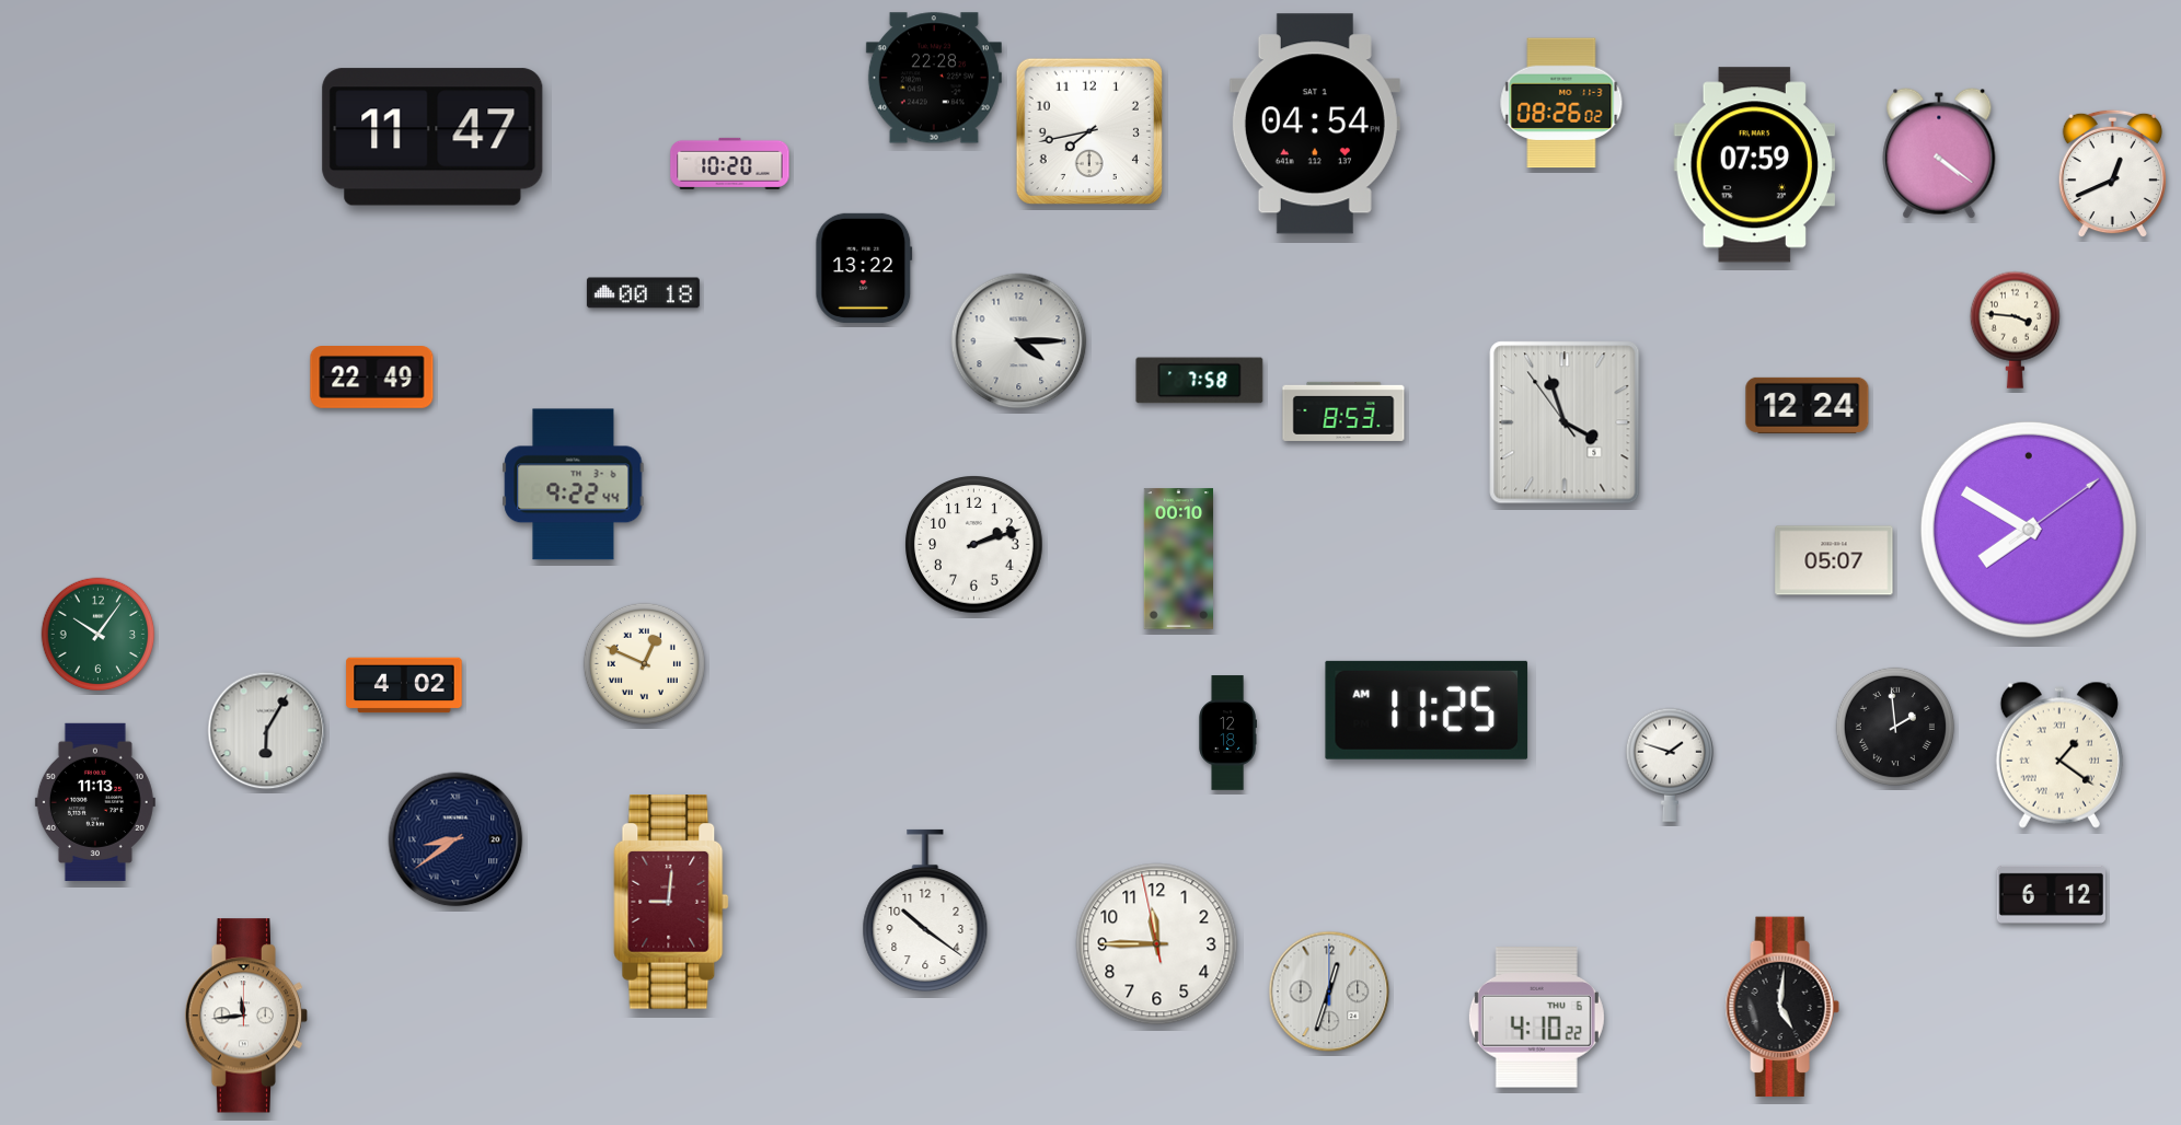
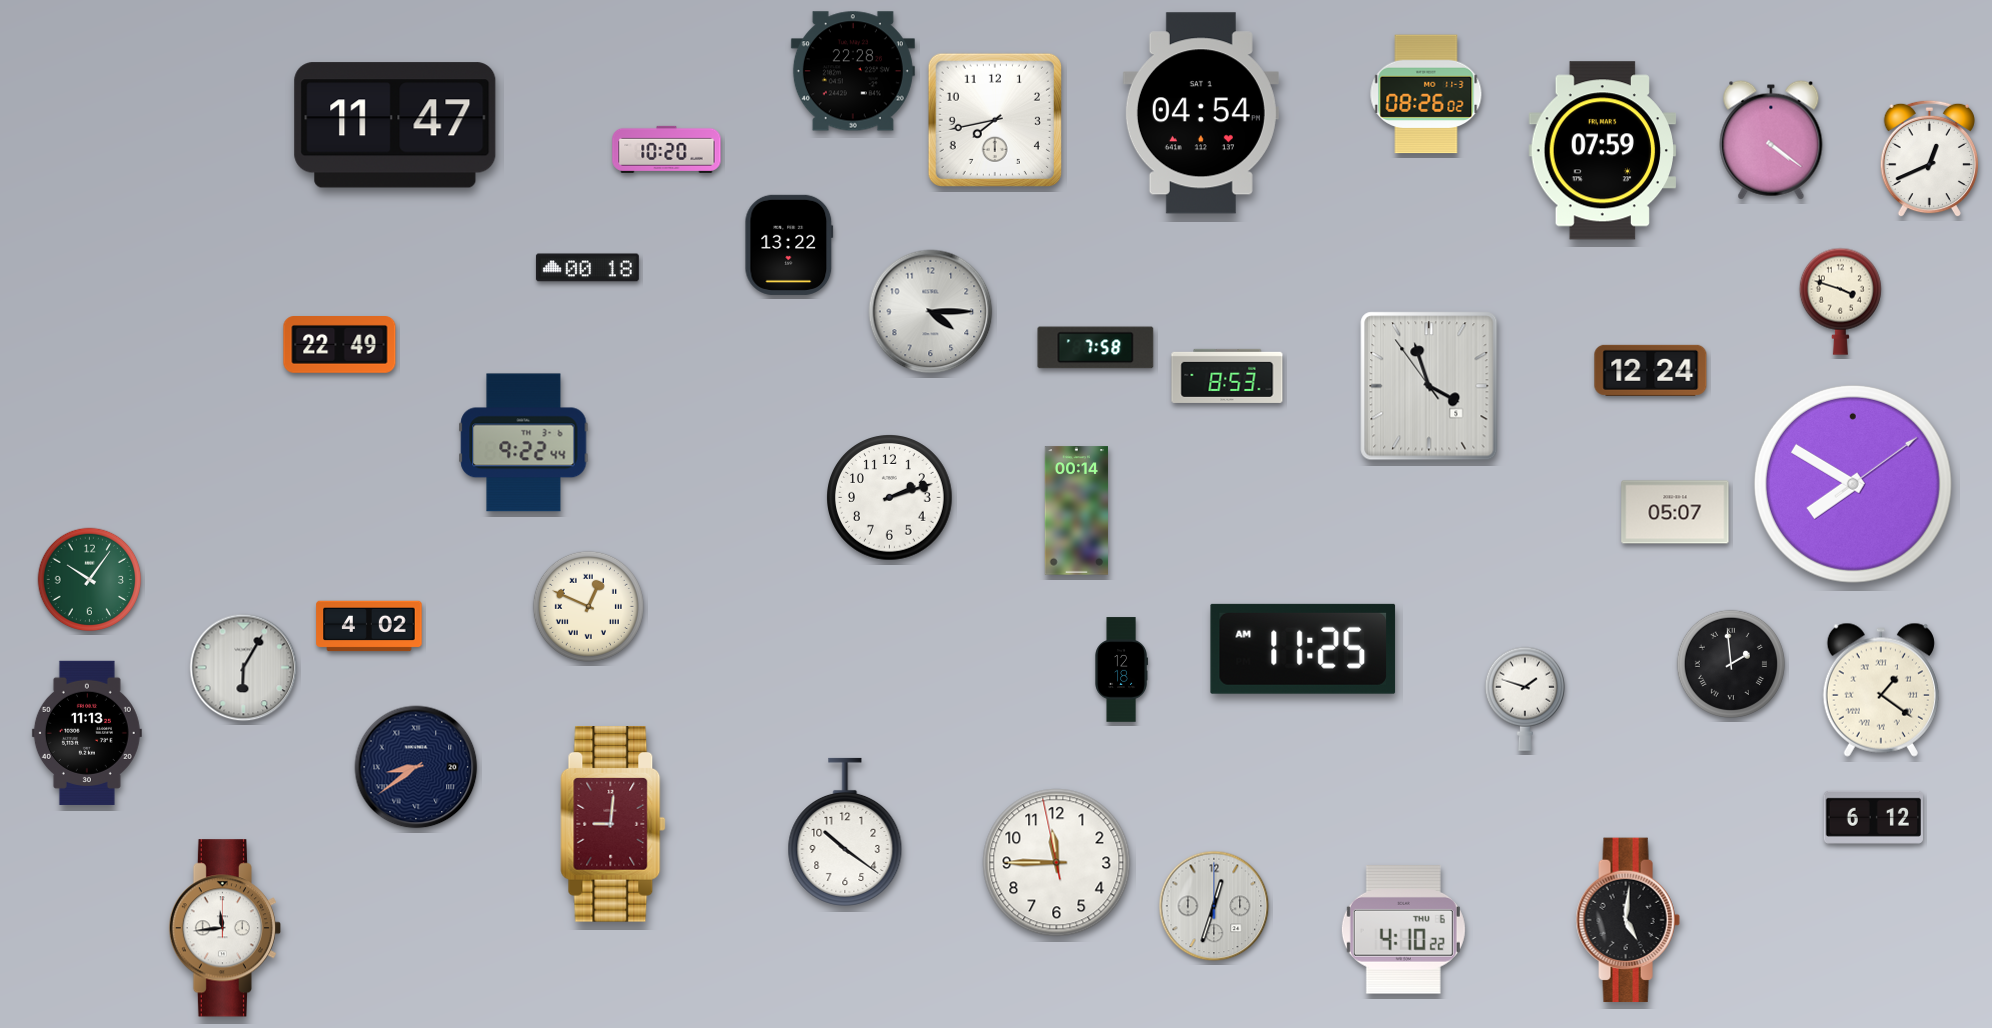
clock at (2015, 329): 3:46 -> 3:48
clock at (1179, 559): 00:10 -> 00:14
